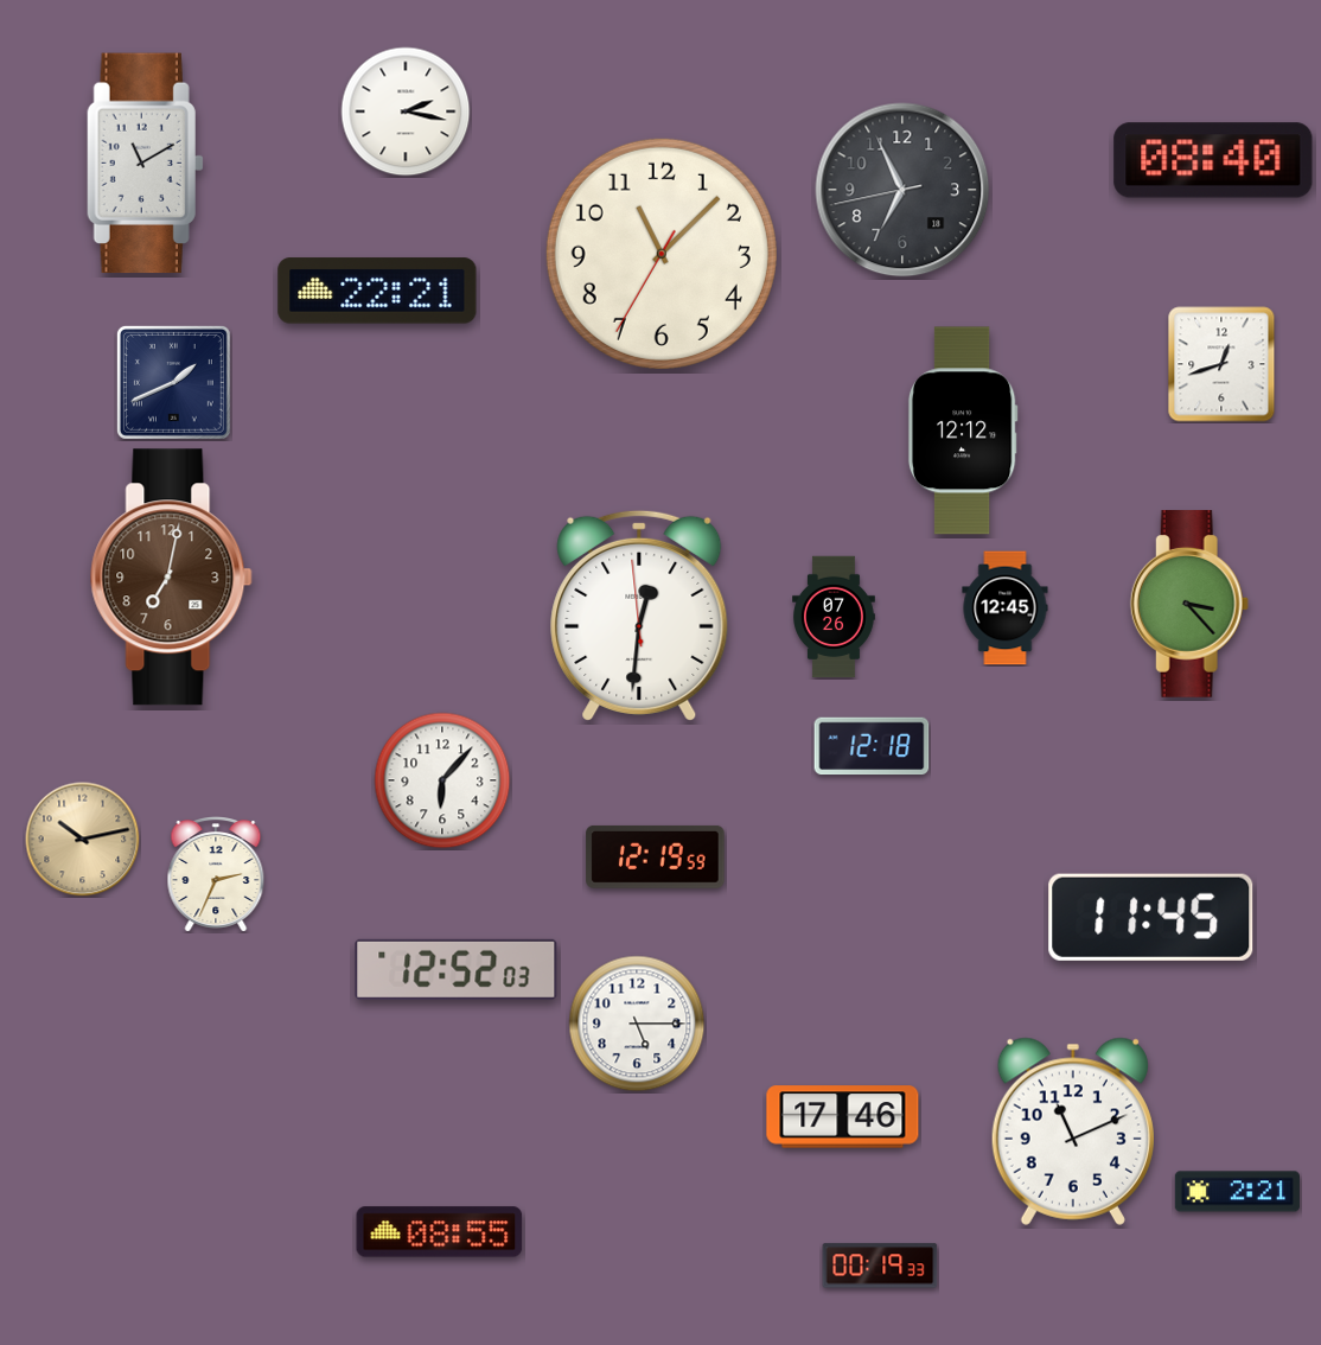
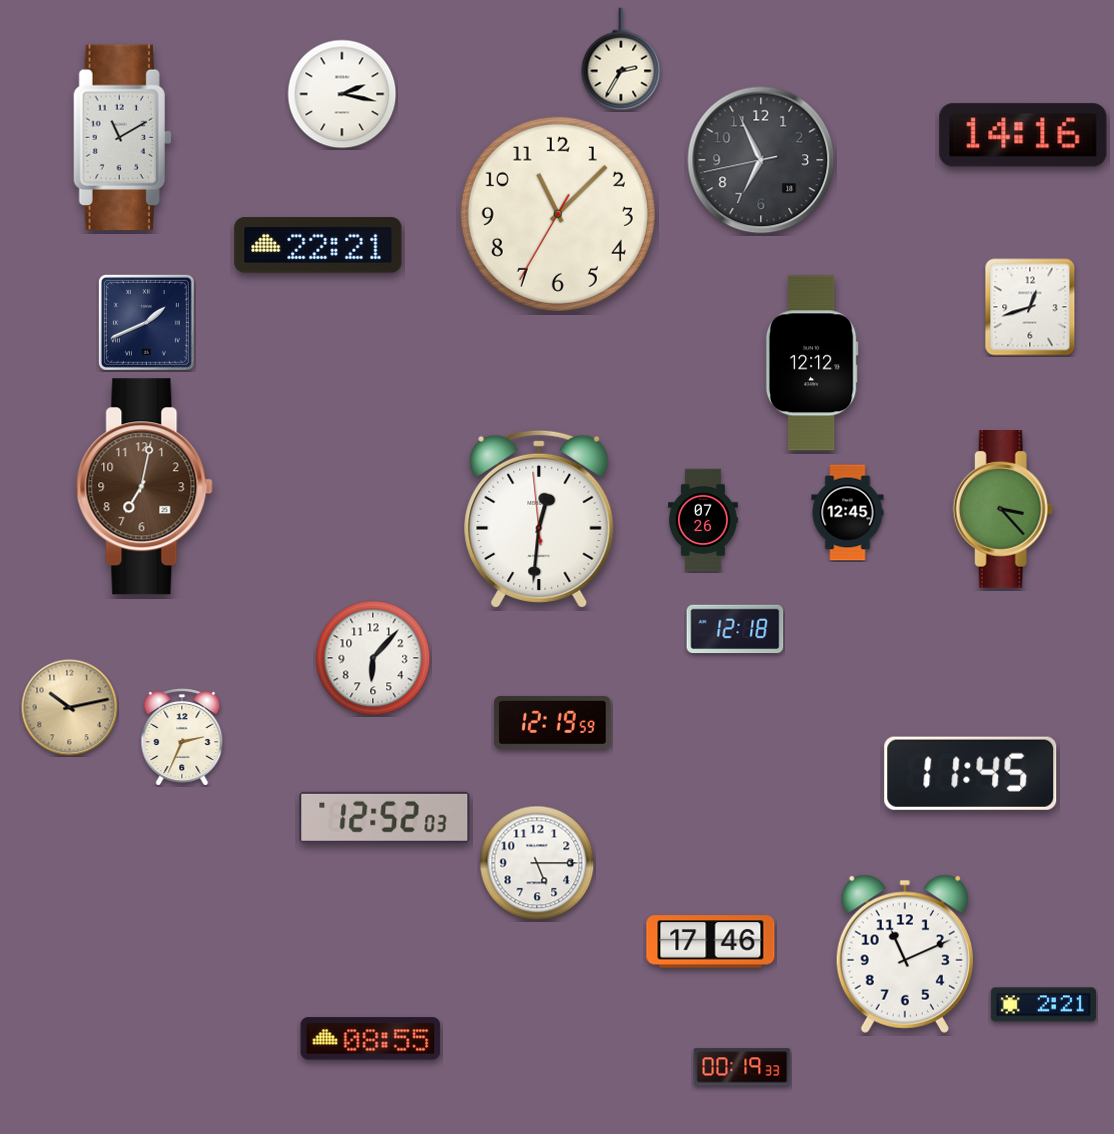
clock at (621, 59): none -> 2:35
clock at (1213, 160): 08:40 -> 14:16
